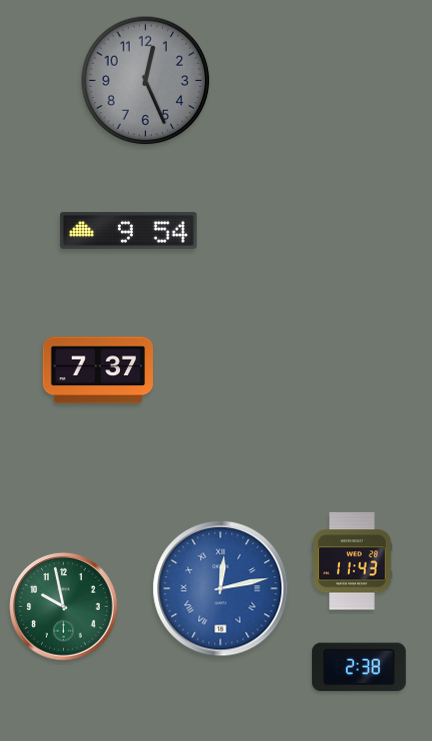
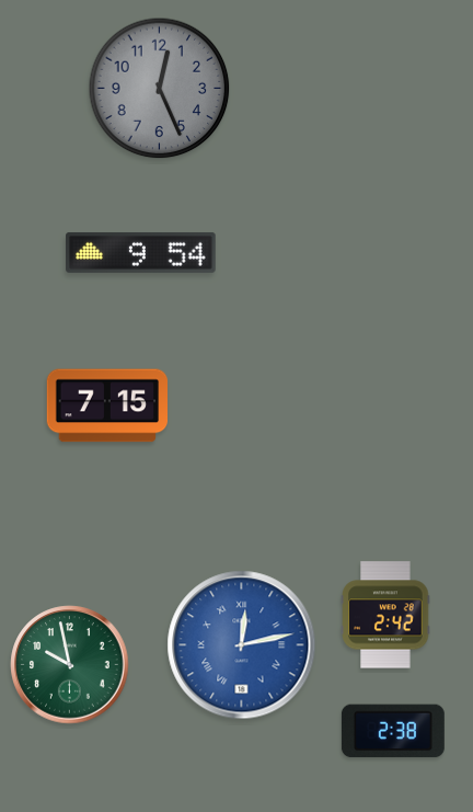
clock at (97, 370): 7:37 -> 7:15
clock at (352, 561): 11:43 -> 2:42
